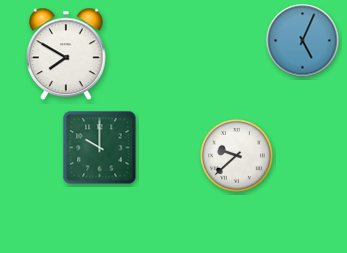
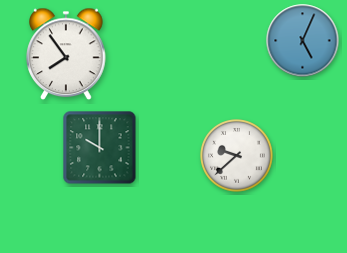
clock at (66, 54): 7:50 -> 7:54
